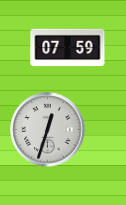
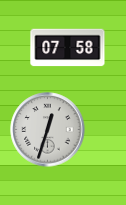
clock at (68, 48): 07:59 -> 07:58
